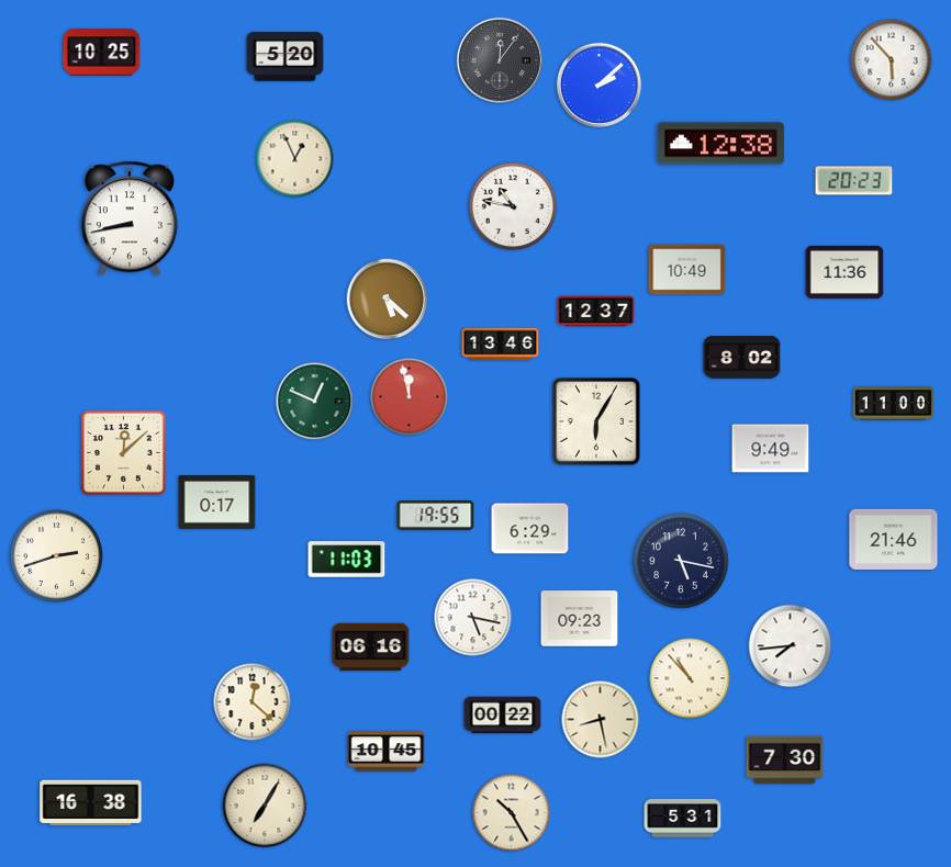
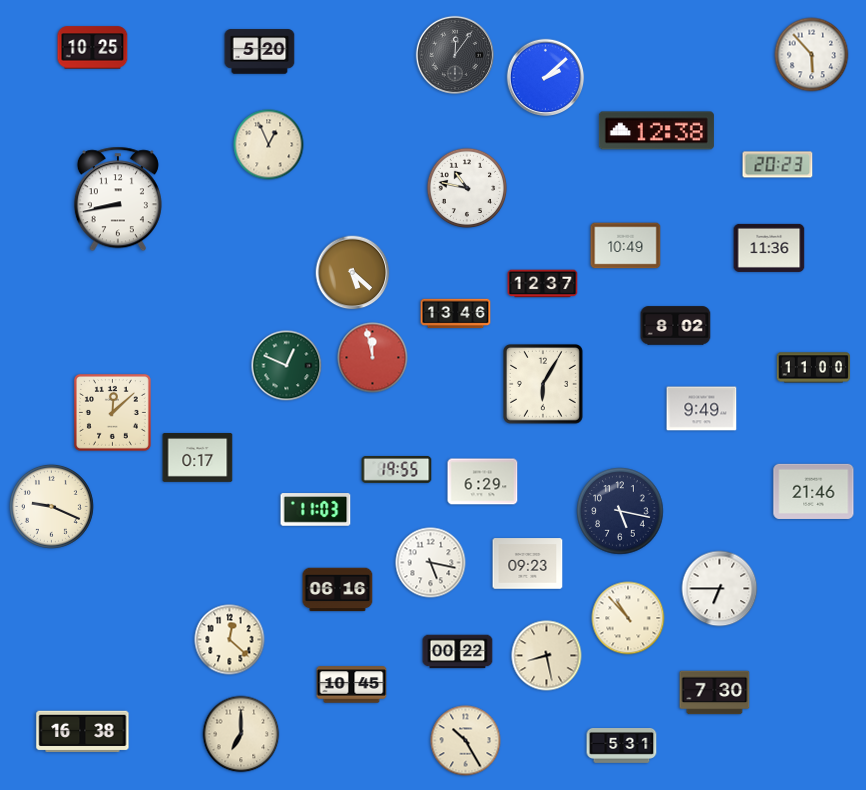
clock at (410, 397) position: (410, 397) -> (373, 358)
clock at (56, 555): 2:42 -> 9:19
clock at (791, 646): 7:44 -> 6:45
clock at (265, 806): 7:05 -> 7:00
